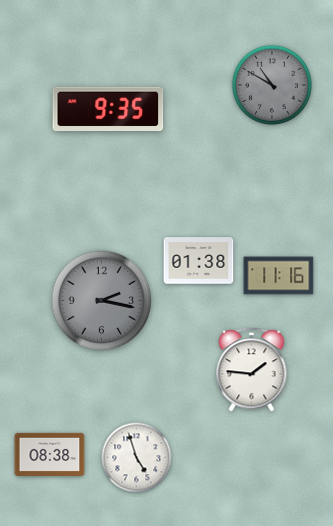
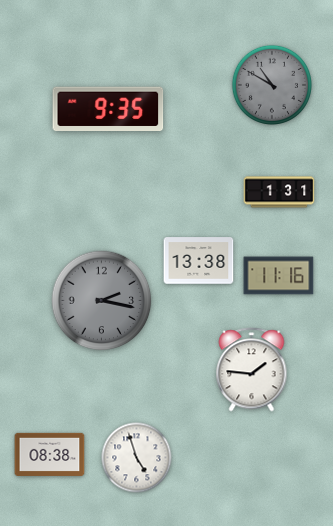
clock at (279, 192): none -> 1:31
clock at (199, 261): 01:38 -> 13:38
